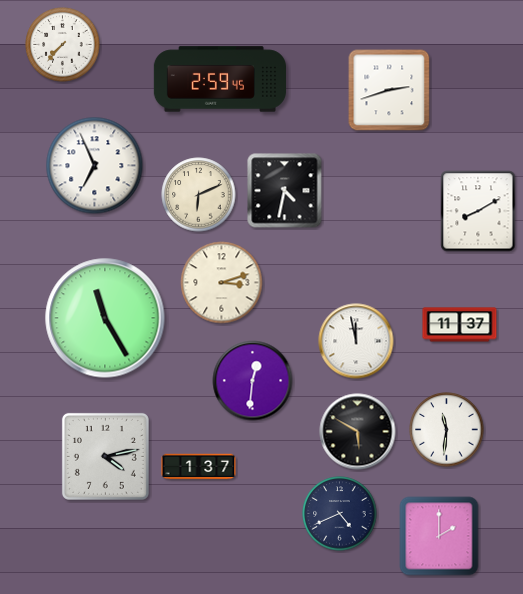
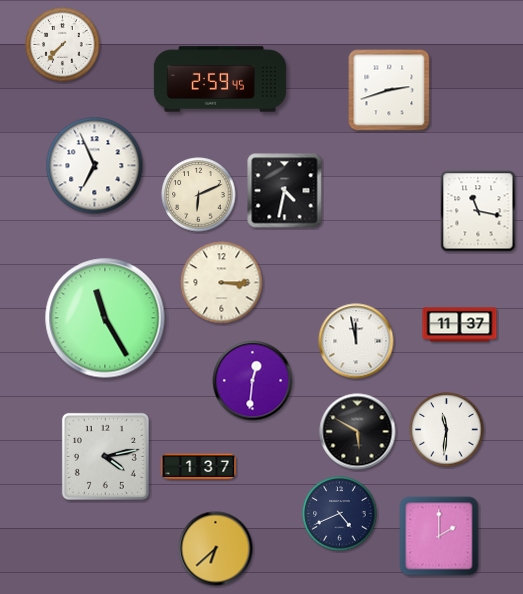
clock at (478, 211): 8:10 -> 11:17
clock at (222, 283): 3:12 -> 3:15
clock at (216, 549): none -> 6:38
